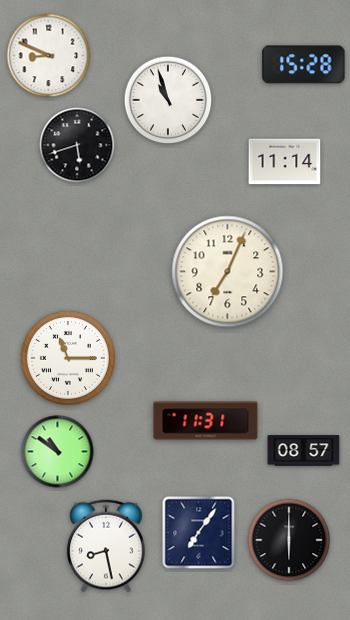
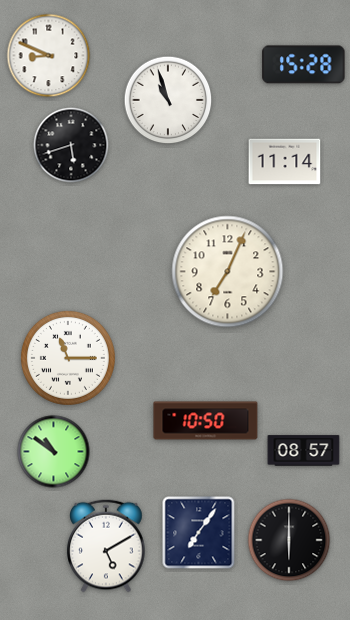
clock at (77, 145) position: (77, 145) -> (71, 145)
clock at (206, 421): 11:31 -> 10:50
clock at (58, 452) position: (58, 452) -> (54, 452)
clock at (106, 546): 8:28 -> 5:10
